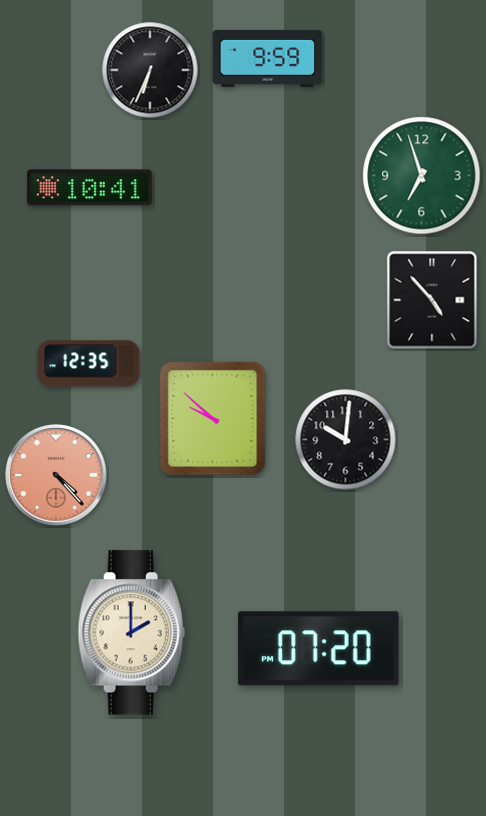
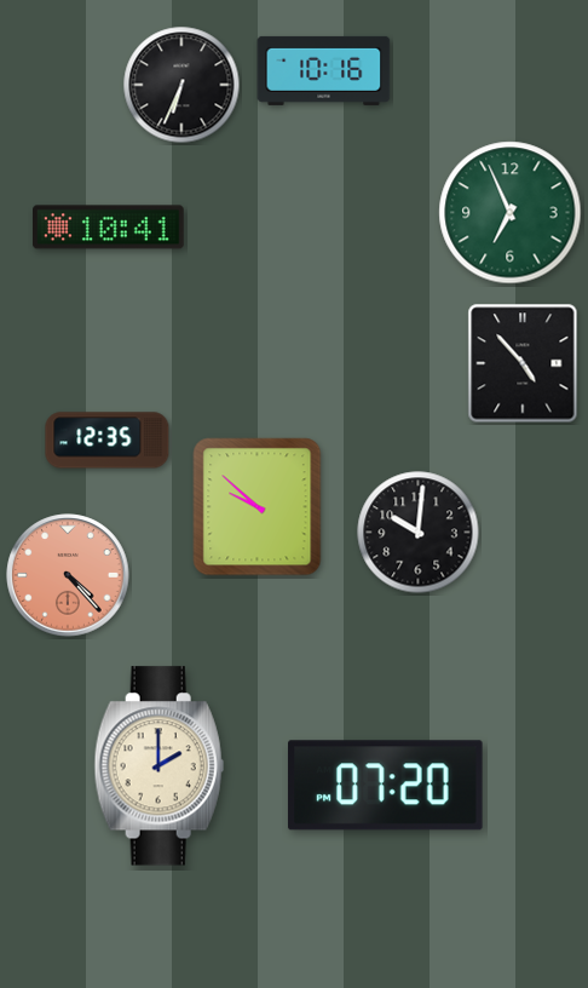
clock at (268, 58): 9:59 -> 10:16
clock at (422, 176): 6:57 -> 6:56
